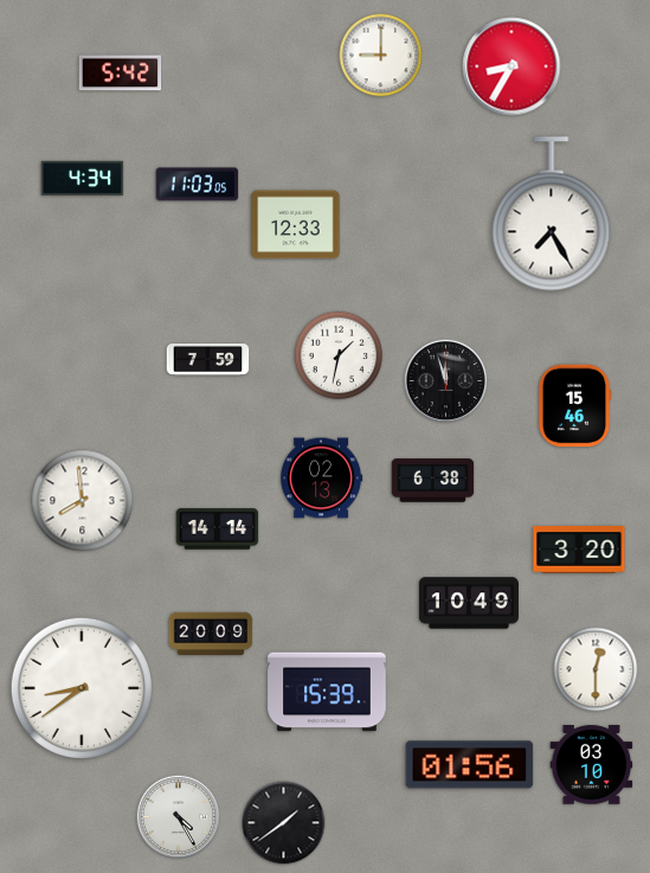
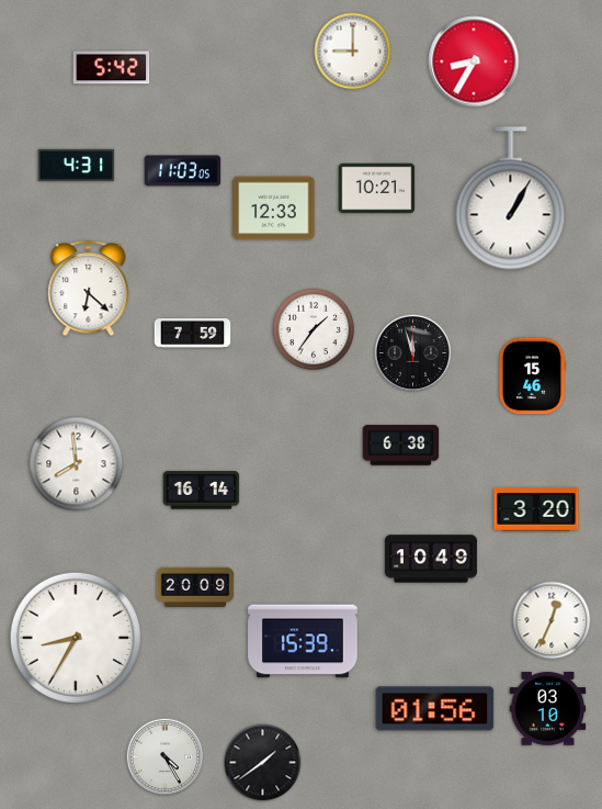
clock at (83, 178): 4:34 -> 4:31
clock at (377, 189): none -> 10:21
clock at (552, 214): 7:25 -> 1:05
clock at (89, 289): none -> 6:22
clock at (339, 355): 1:32 -> 1:36
clock at (321, 479): 02:13 -> none
clock at (218, 529): 14:14 -> 16:14
clock at (469, 603) position: (469, 603) -> (431, 559)
clock at (596, 669): 12:30 -> 12:34
clock at (82, 688): 8:39 -> 8:35
